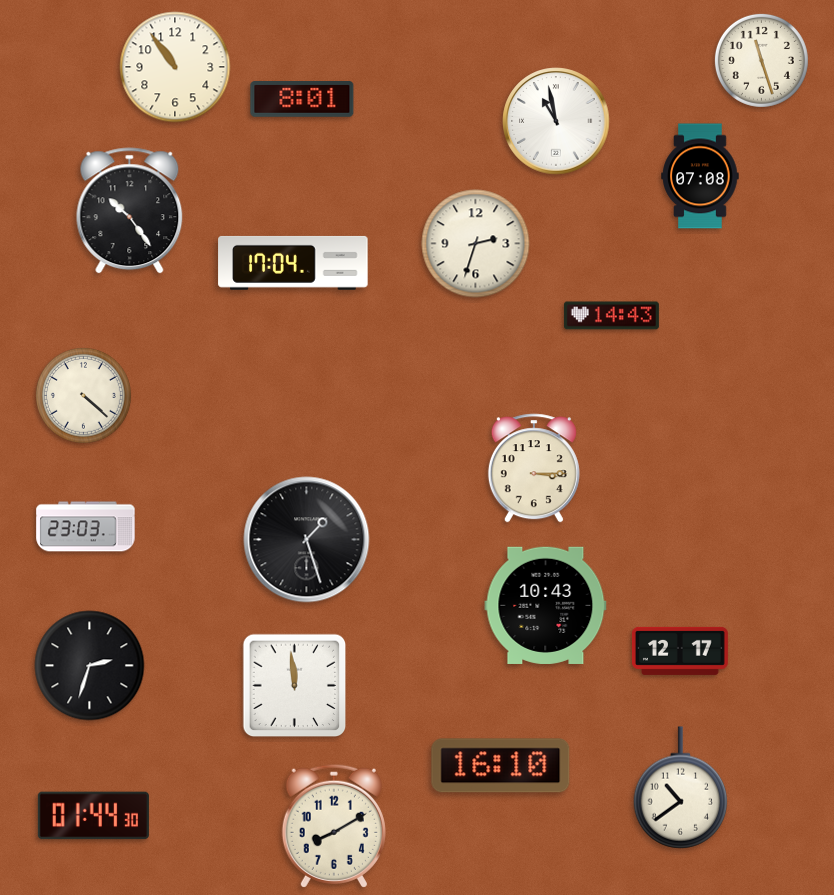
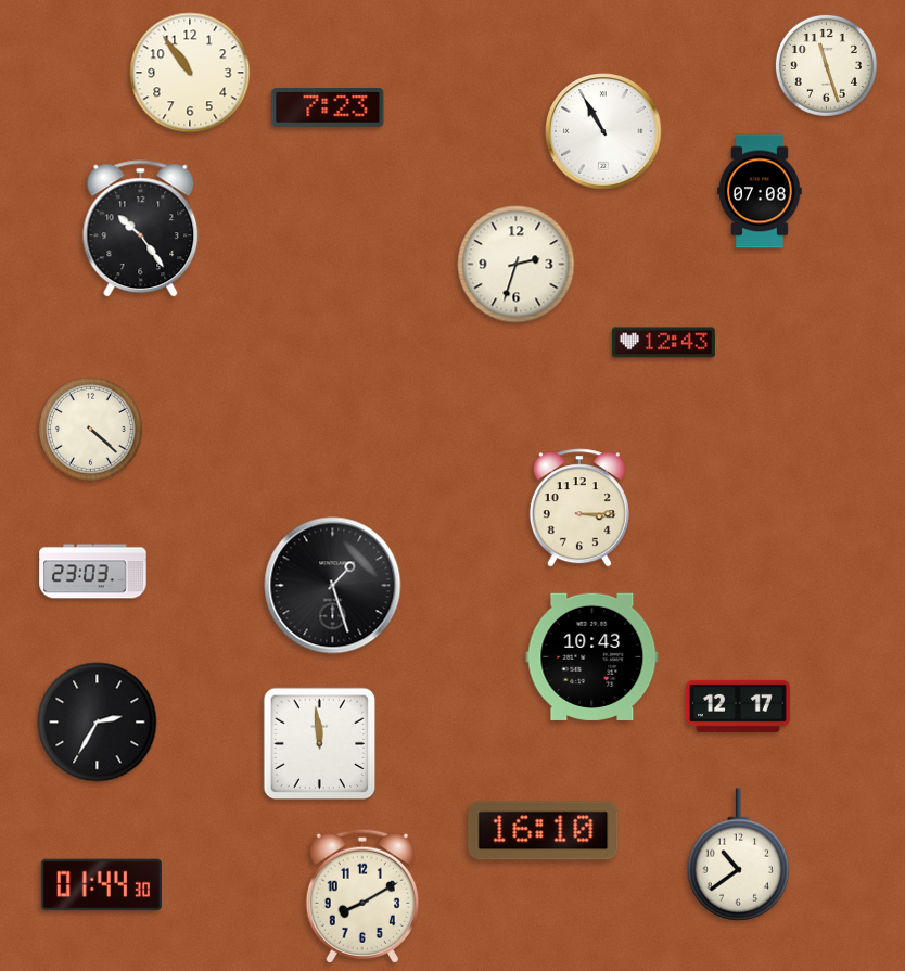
clock at (302, 100): 8:01 -> 7:23
clock at (556, 121): 10:58 -> 10:55
clock at (293, 263): 17:04 -> none
clock at (611, 316): 14:43 -> 12:43
clock at (90, 666): 2:33 -> 2:35
